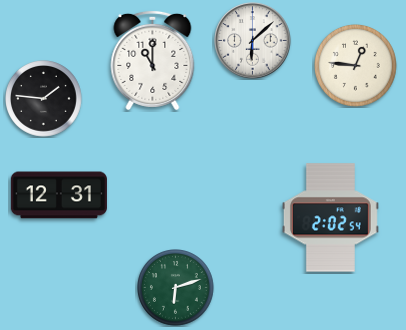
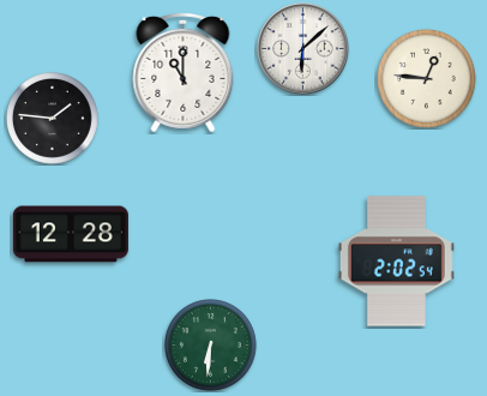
clock at (59, 195): 12:31 -> 12:28
clock at (176, 288): 6:12 -> 6:31
